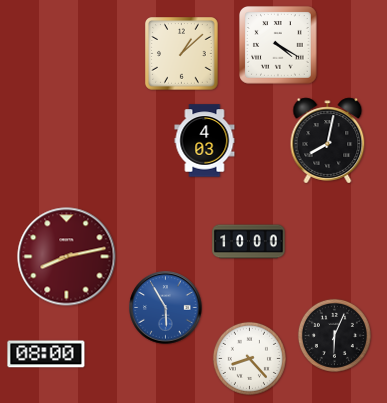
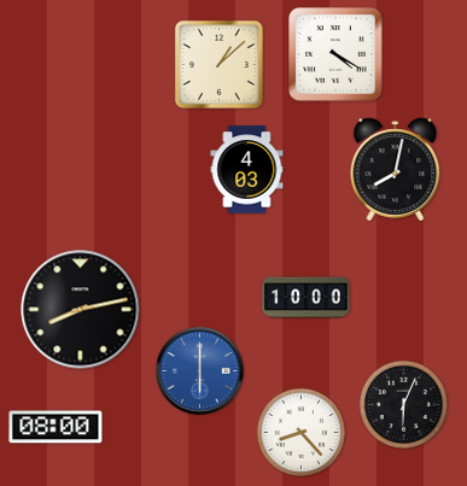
clock at (249, 242) position: (249, 242) -> (307, 298)
clock at (67, 257) dial: burgundy -> black
clock at (166, 308): 5:55 -> 6:00
